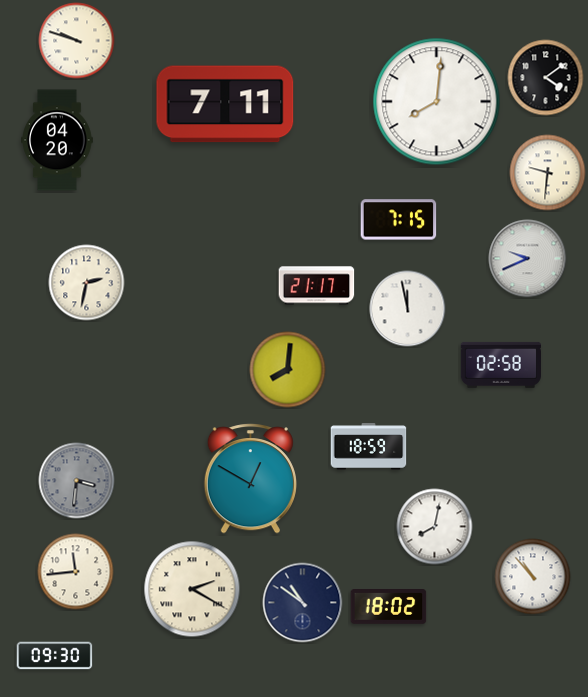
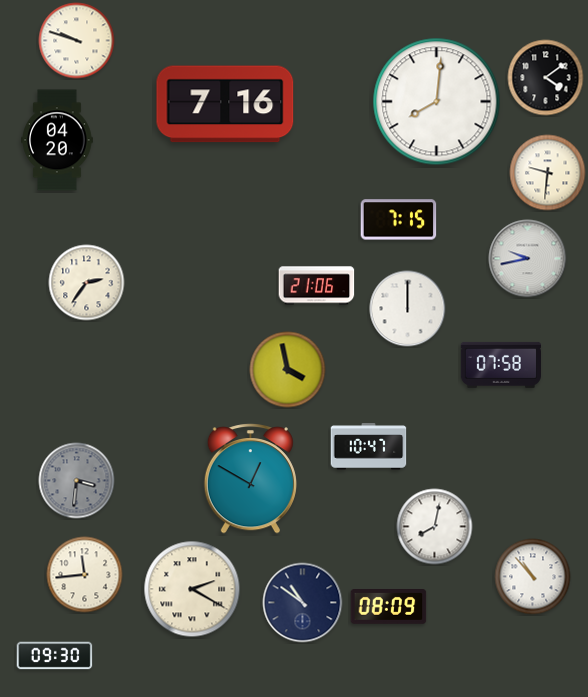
clock at (225, 104): 7:11 -> 7:16
clock at (528, 259): 9:41 -> 9:43
clock at (87, 283): 2:32 -> 2:36
clock at (317, 286): 21:17 -> 21:06
clock at (408, 309): 11:58 -> 12:00
clock at (500, 365): 02:58 -> 07:58
clock at (288, 370): 8:01 -> 3:58
clock at (369, 447): 18:59 -> 10:47
clock at (76, 572) position: (76, 572) -> (85, 575)
clock at (389, 607): 18:02 -> 08:09
